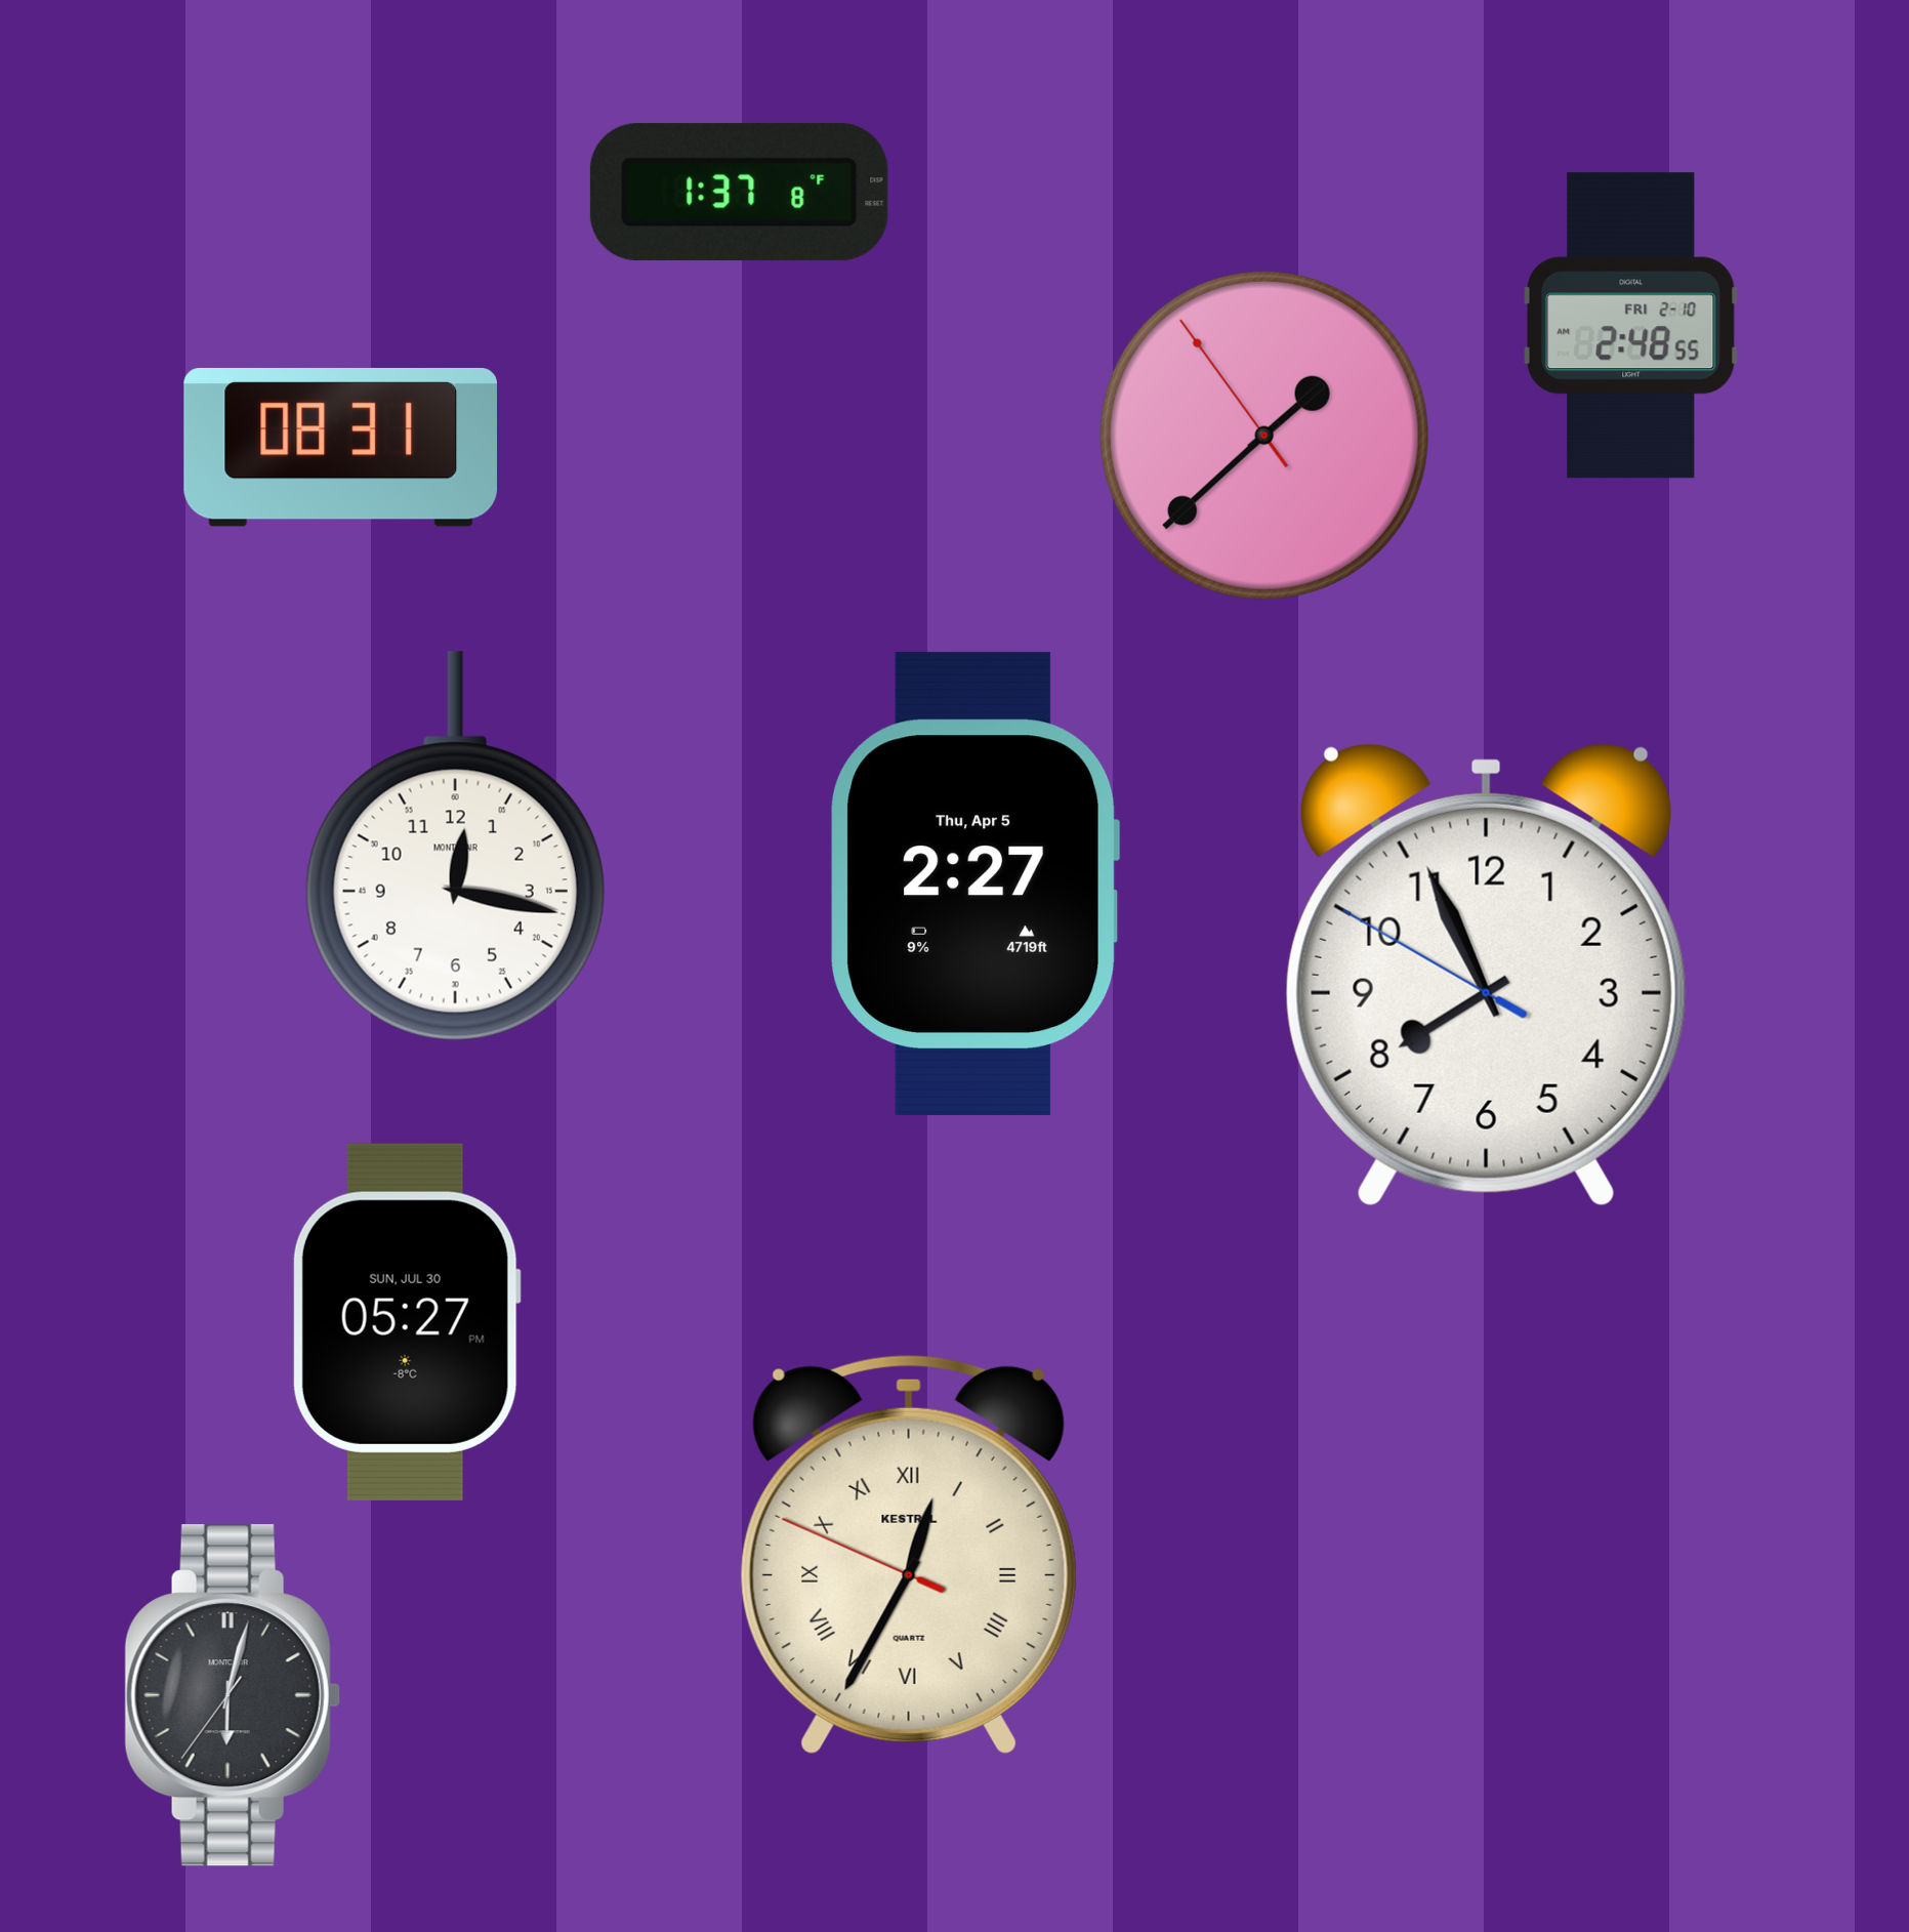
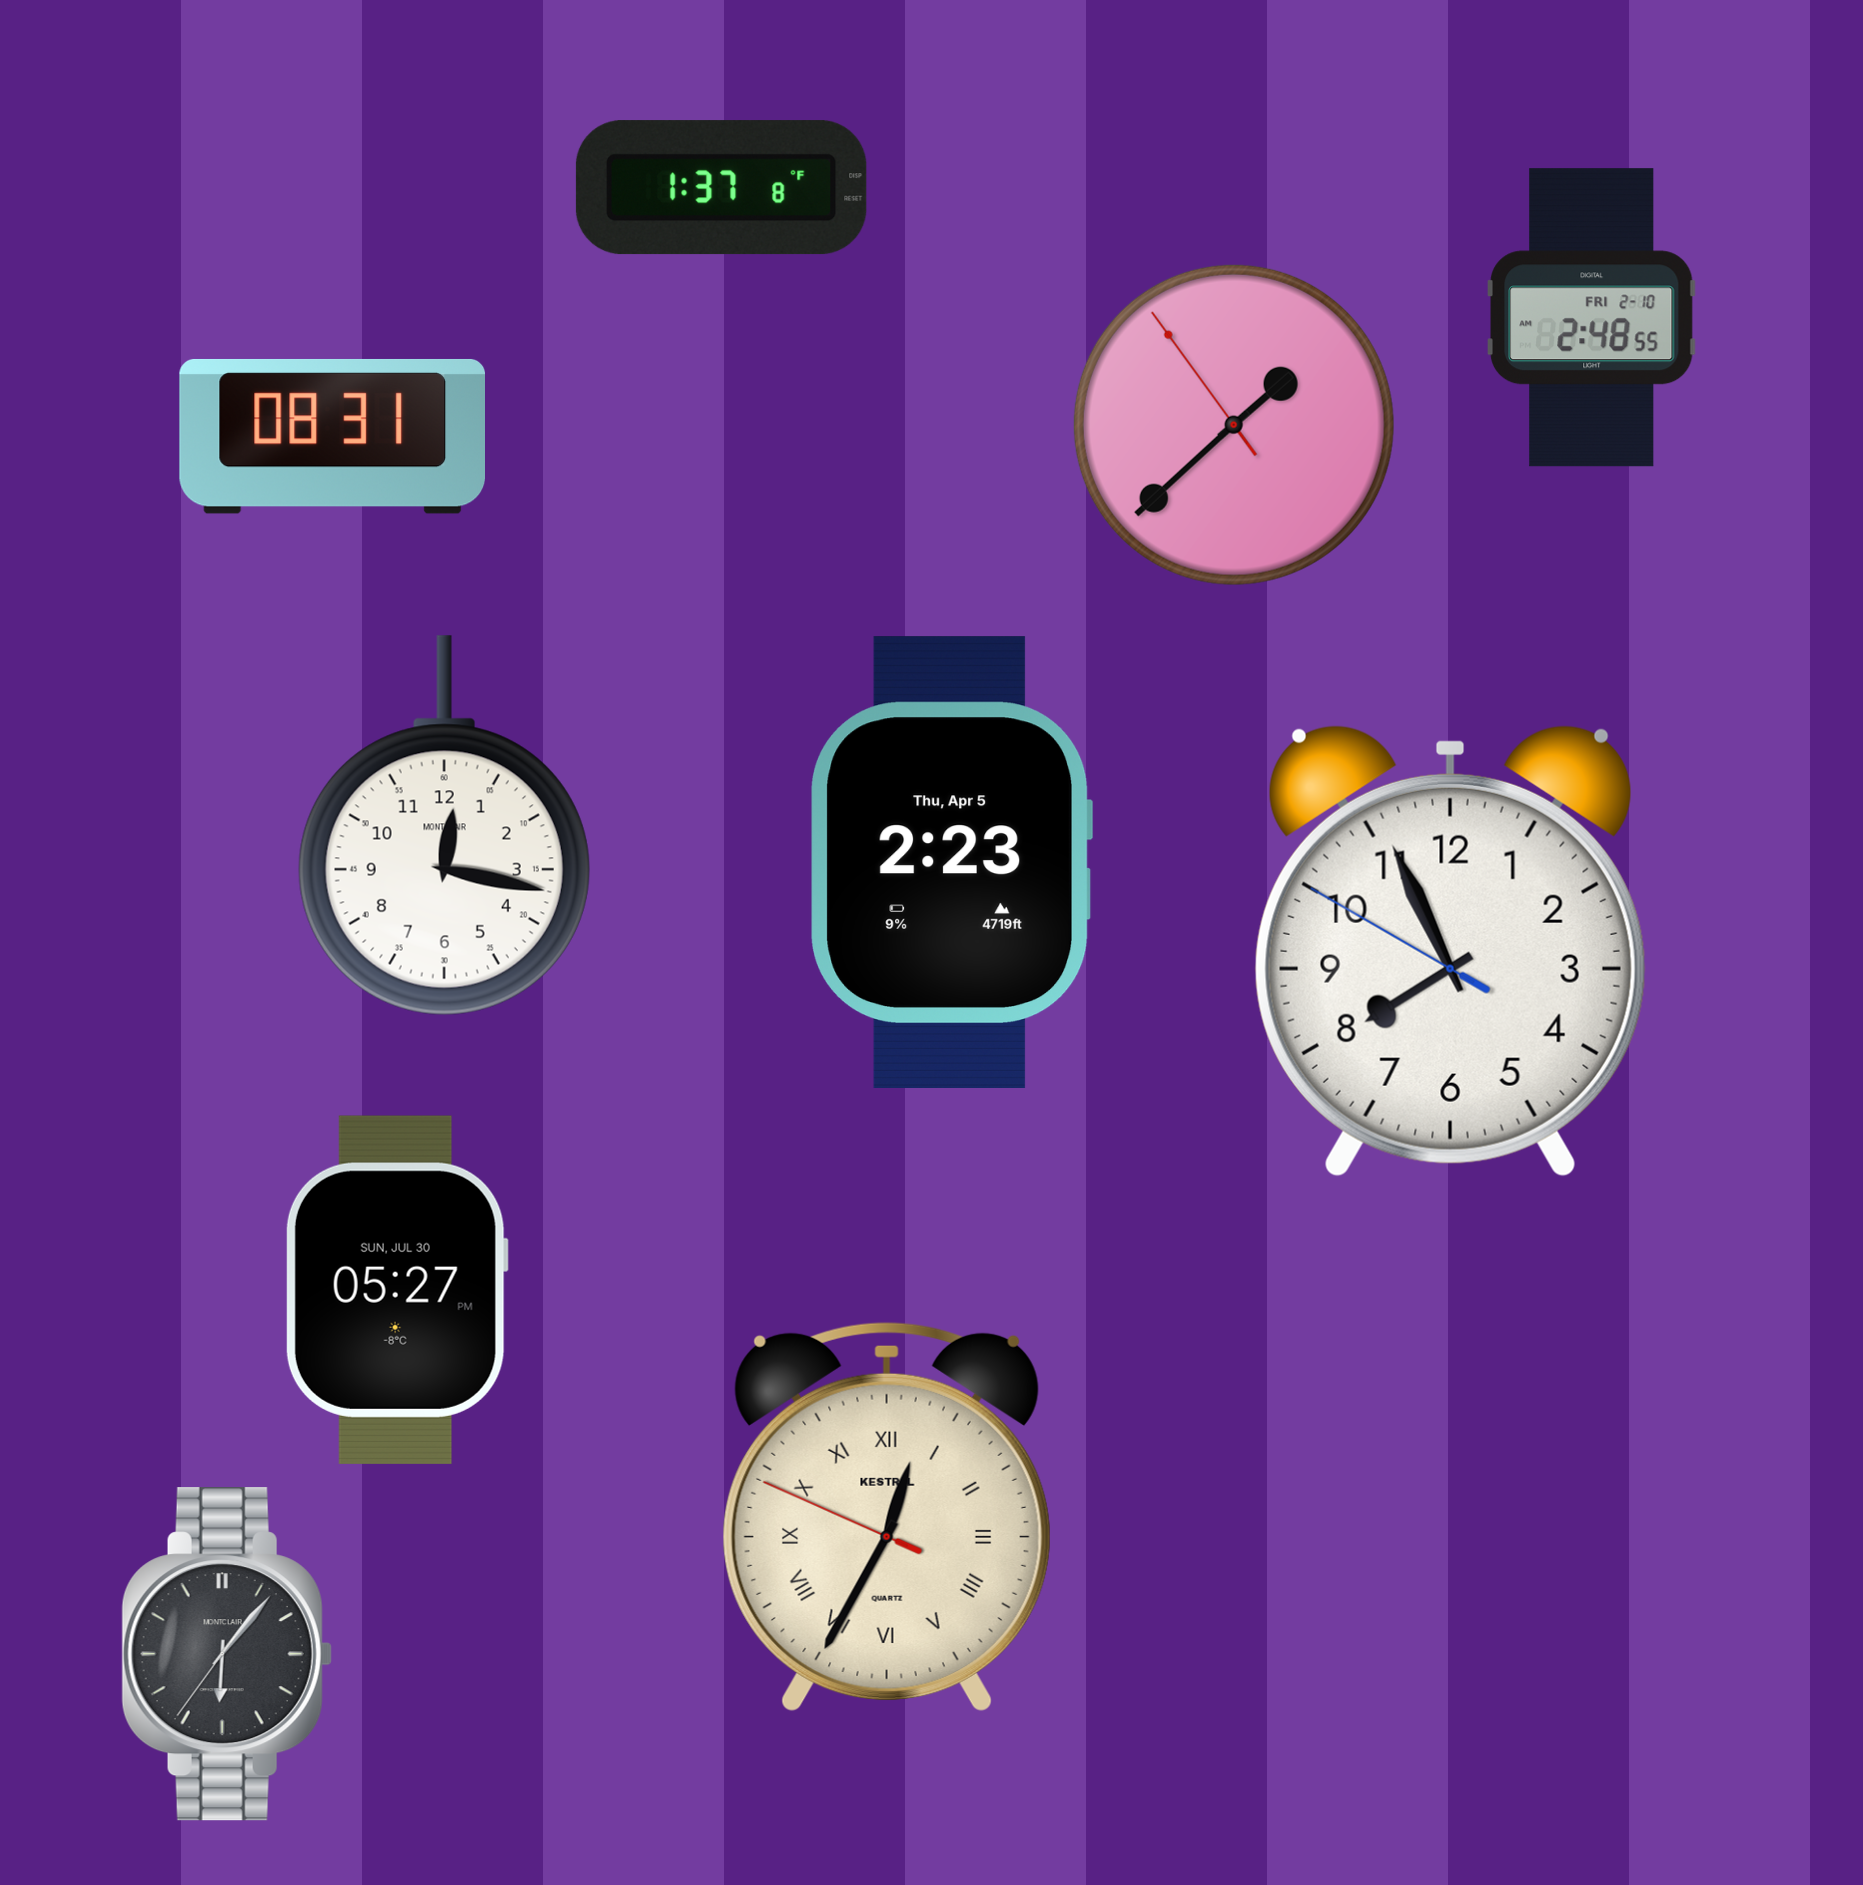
clock at (976, 883): 2:27 -> 2:23
clock at (233, 1695): 6:02 -> 6:06
